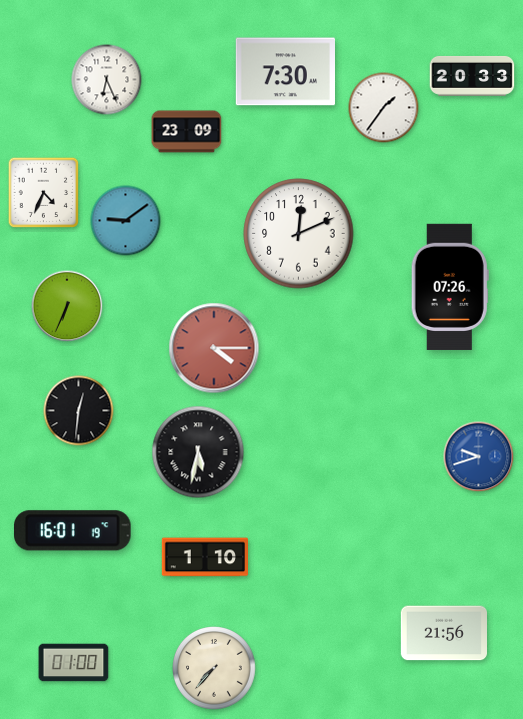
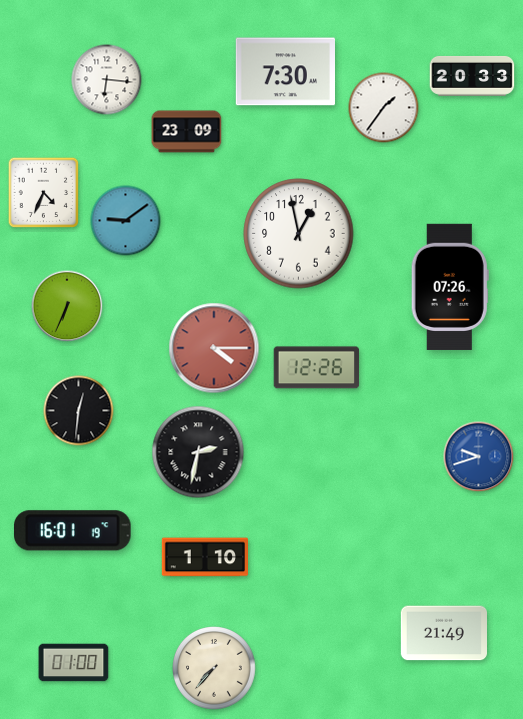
clock at (107, 80): 6:26 -> 6:16
clock at (299, 234): 12:11 -> 12:58
clock at (317, 368): none -> 12:26
clock at (198, 452): 5:32 -> 2:32
clock at (443, 633): 21:56 -> 21:49
